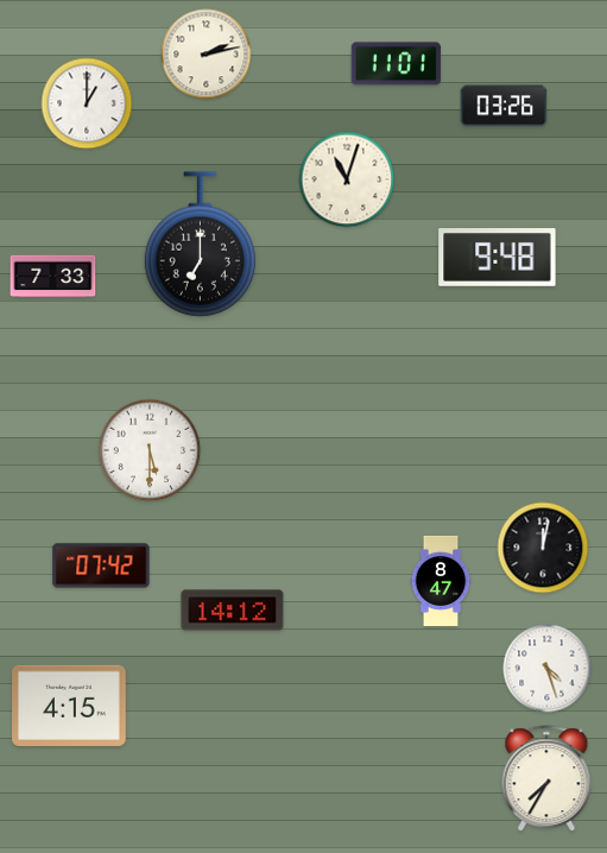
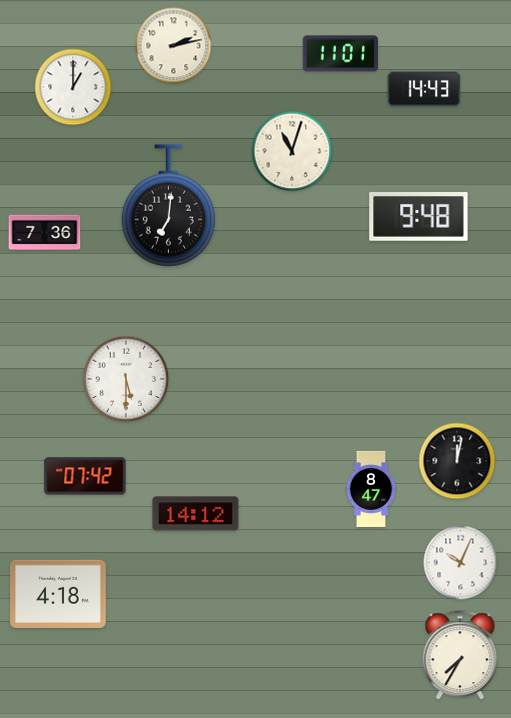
clock at (396, 64) position: (396, 64) -> (340, 54)
clock at (504, 106): 03:26 -> 14:43
clock at (200, 245): 7:00 -> 7:01
clock at (53, 277): 7:33 -> 7:36
clock at (548, 669): 4:27 -> 10:04
clock at (70, 706): 4:15 -> 4:18
